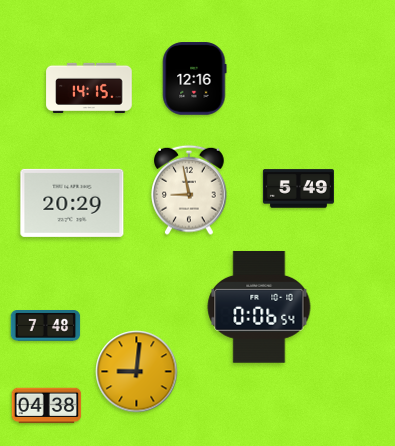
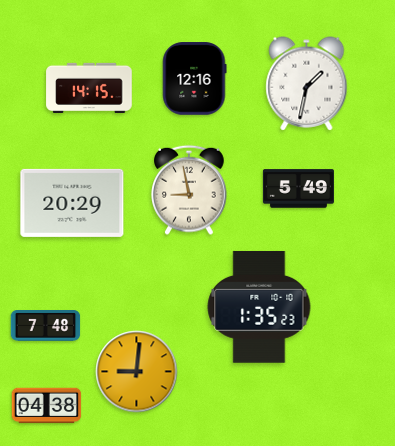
clock at (307, 84): none -> 1:32
clock at (259, 307): 0:06 -> 1:35
